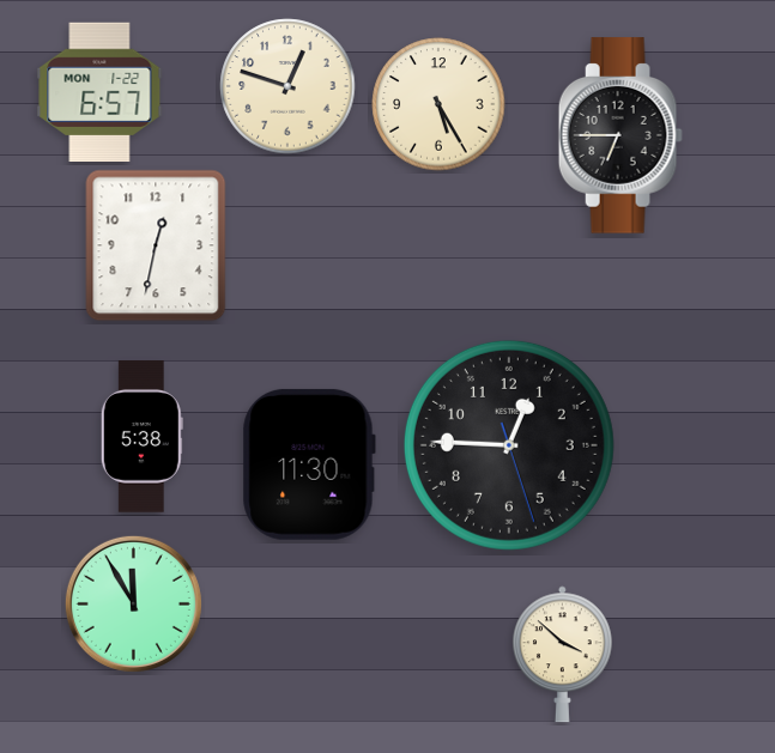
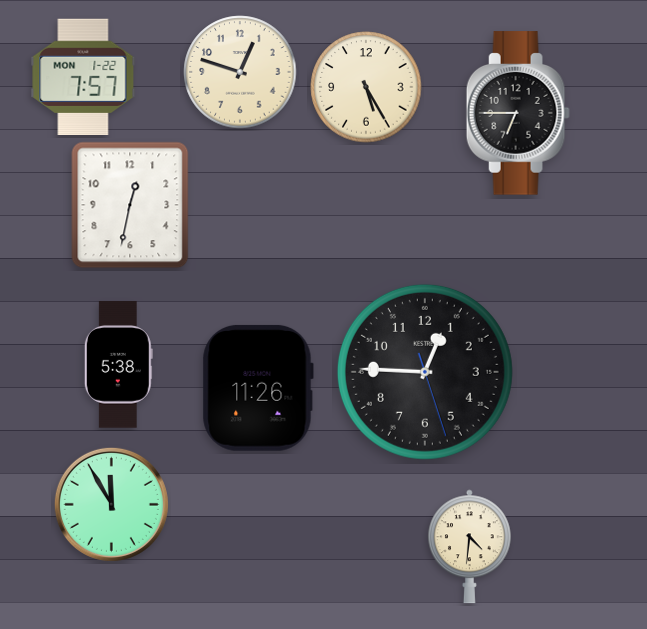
clock at (99, 91): 6:57 -> 7:57
clock at (309, 464): 11:30 -> 11:26
clock at (562, 655): 3:52 -> 4:31
